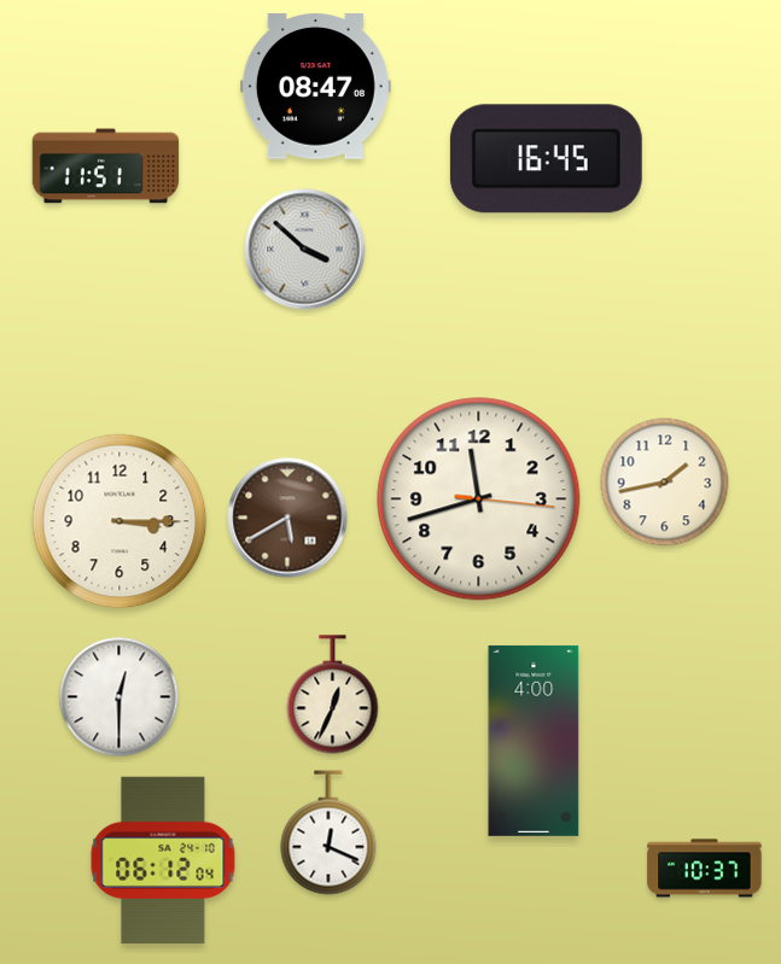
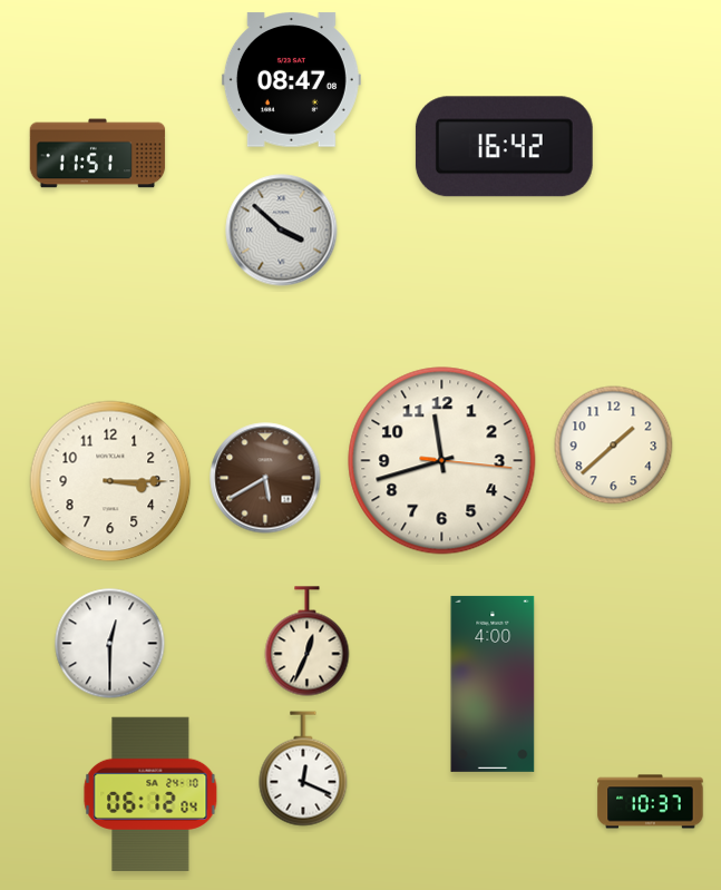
clock at (546, 159): 16:45 -> 16:42
clock at (665, 483): 1:43 -> 1:38
